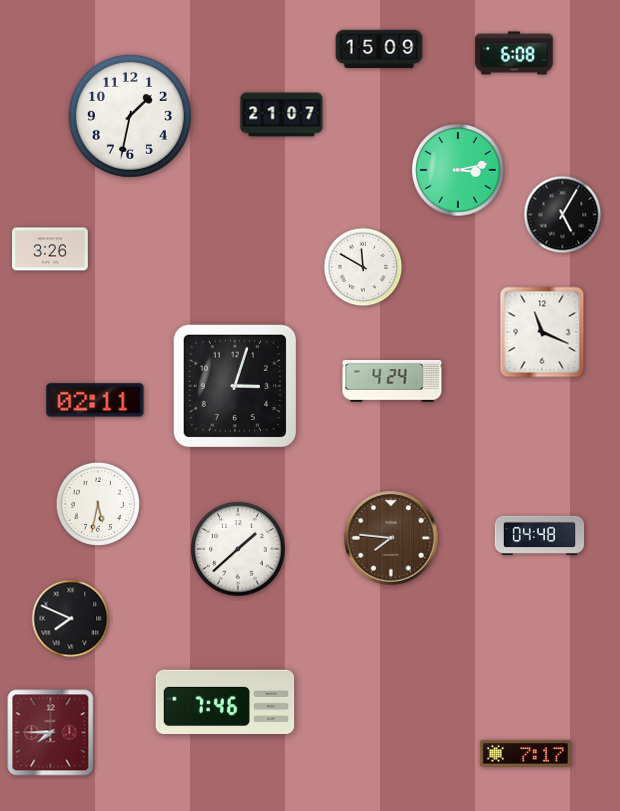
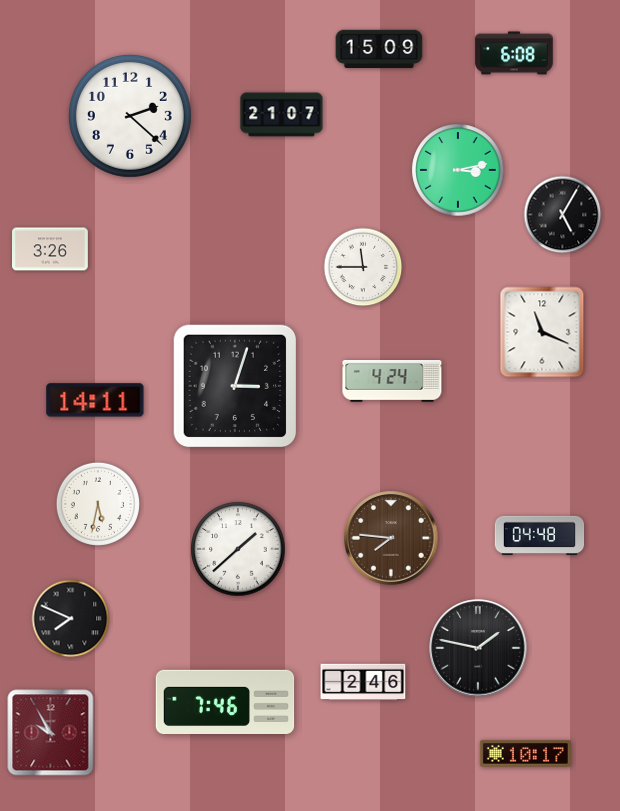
clock at (130, 116): 1:32 -> 2:22
clock at (363, 267): 11:50 -> 11:45
clock at (95, 400): 02:11 -> 14:11
clock at (478, 648): none -> 1:47
clock at (363, 682): none -> 2:46
clock at (51, 733): 7:45 -> 9:55
clock at (525, 753): 7:17 -> 10:17
